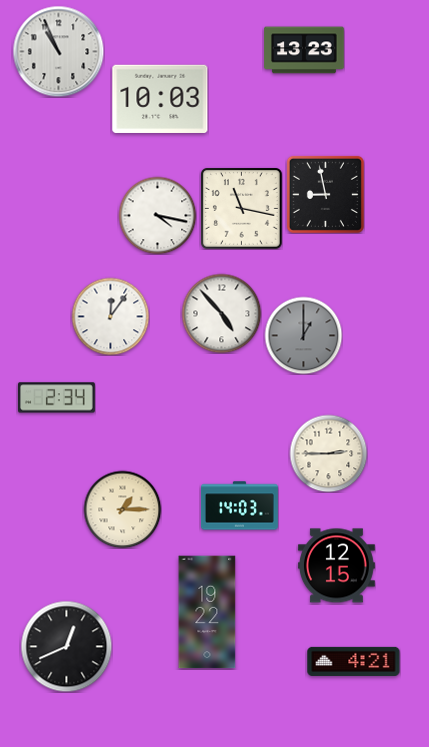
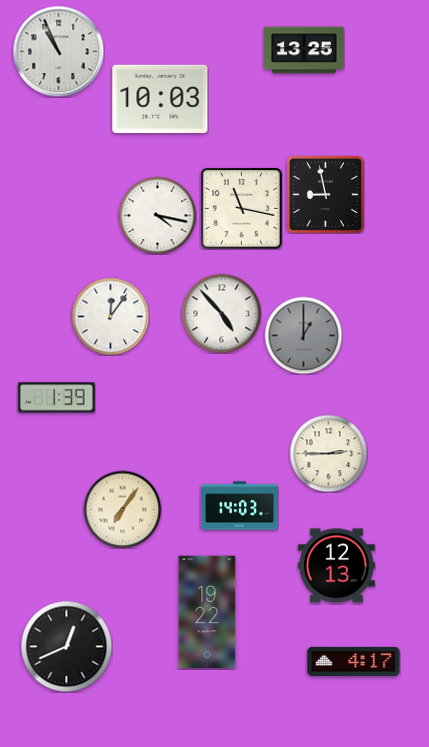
clock at (304, 50): 13:23 -> 13:25
clock at (56, 398): 2:34 -> 1:39
clock at (122, 509): 1:15 -> 7:06
clock at (336, 566): 12:15 -> 12:13
clock at (354, 661): 4:21 -> 4:17
